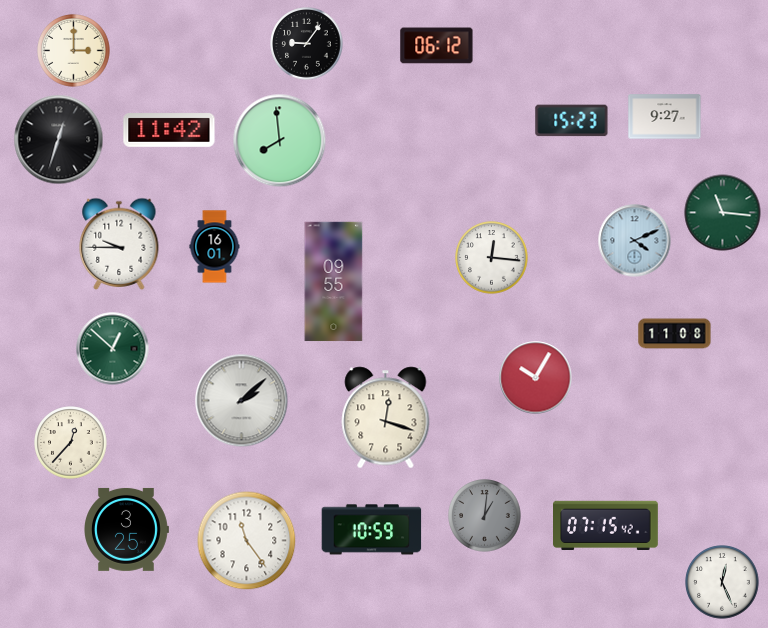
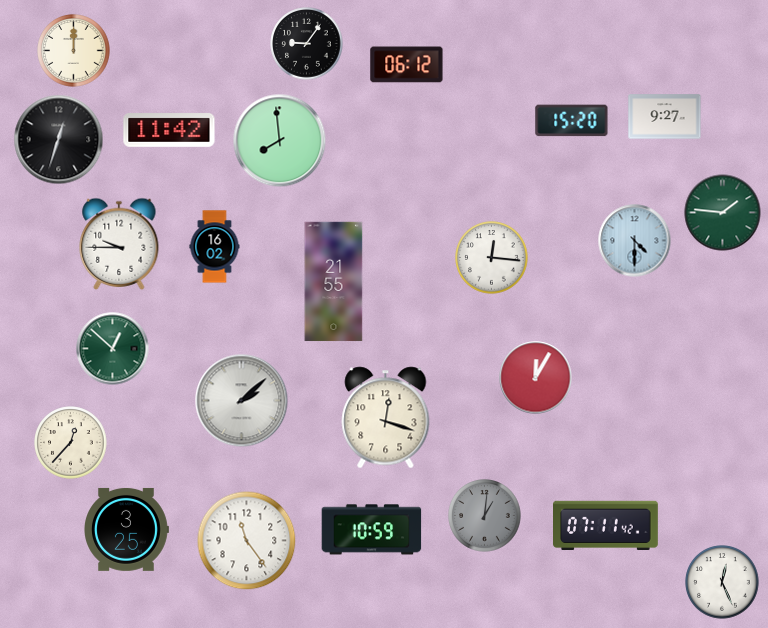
clock at (437, 46) position: (437, 46) -> (407, 65)
clock at (74, 51): 3:00 -> 12:00
clock at (572, 121): 15:23 -> 15:20
clock at (723, 213): 11:16 -> 1:46
clock at (635, 241): 4:11 -> 4:30
clock at (215, 247): 16:01 -> 16:02
clock at (334, 282): 09:55 -> 21:55
clock at (675, 334): 11:08 -> none
clock at (536, 378): 10:05 -> 12:05
clock at (606, 525): 07:15 -> 07:11
